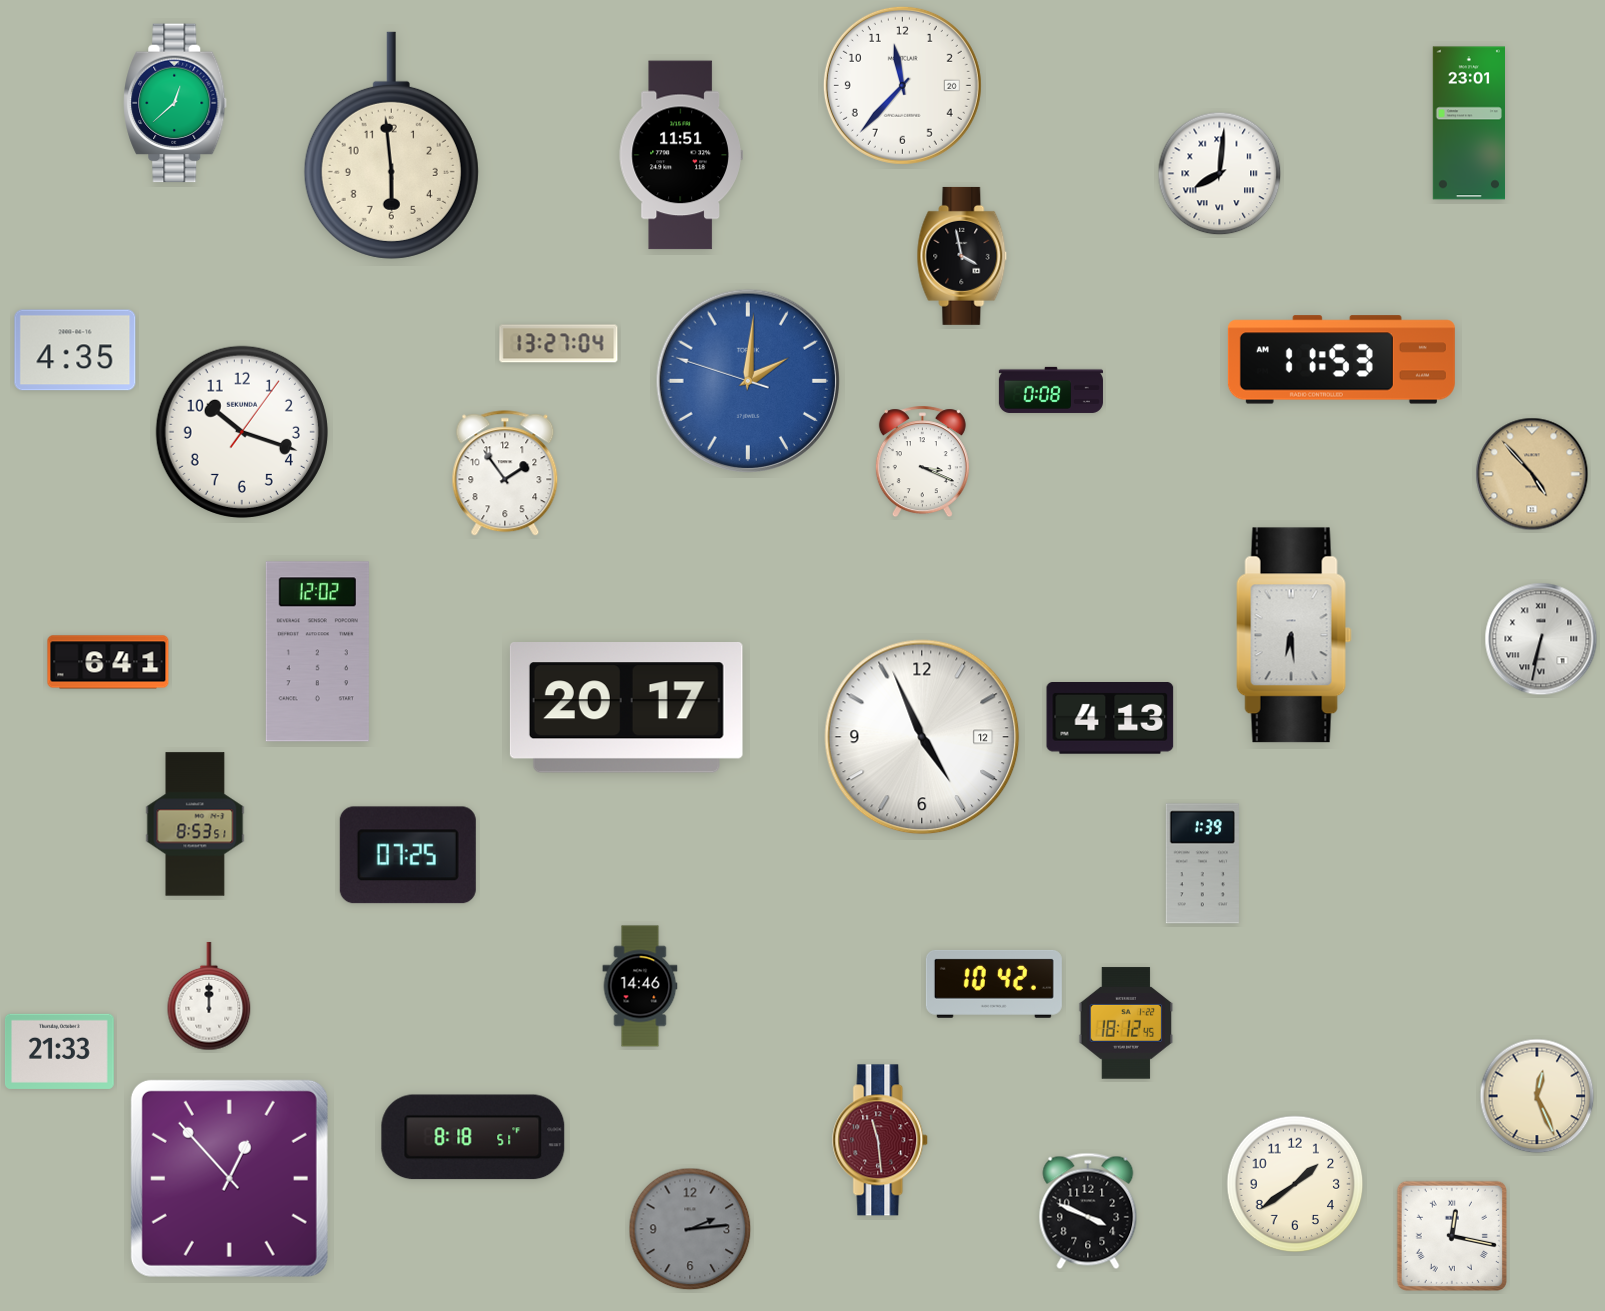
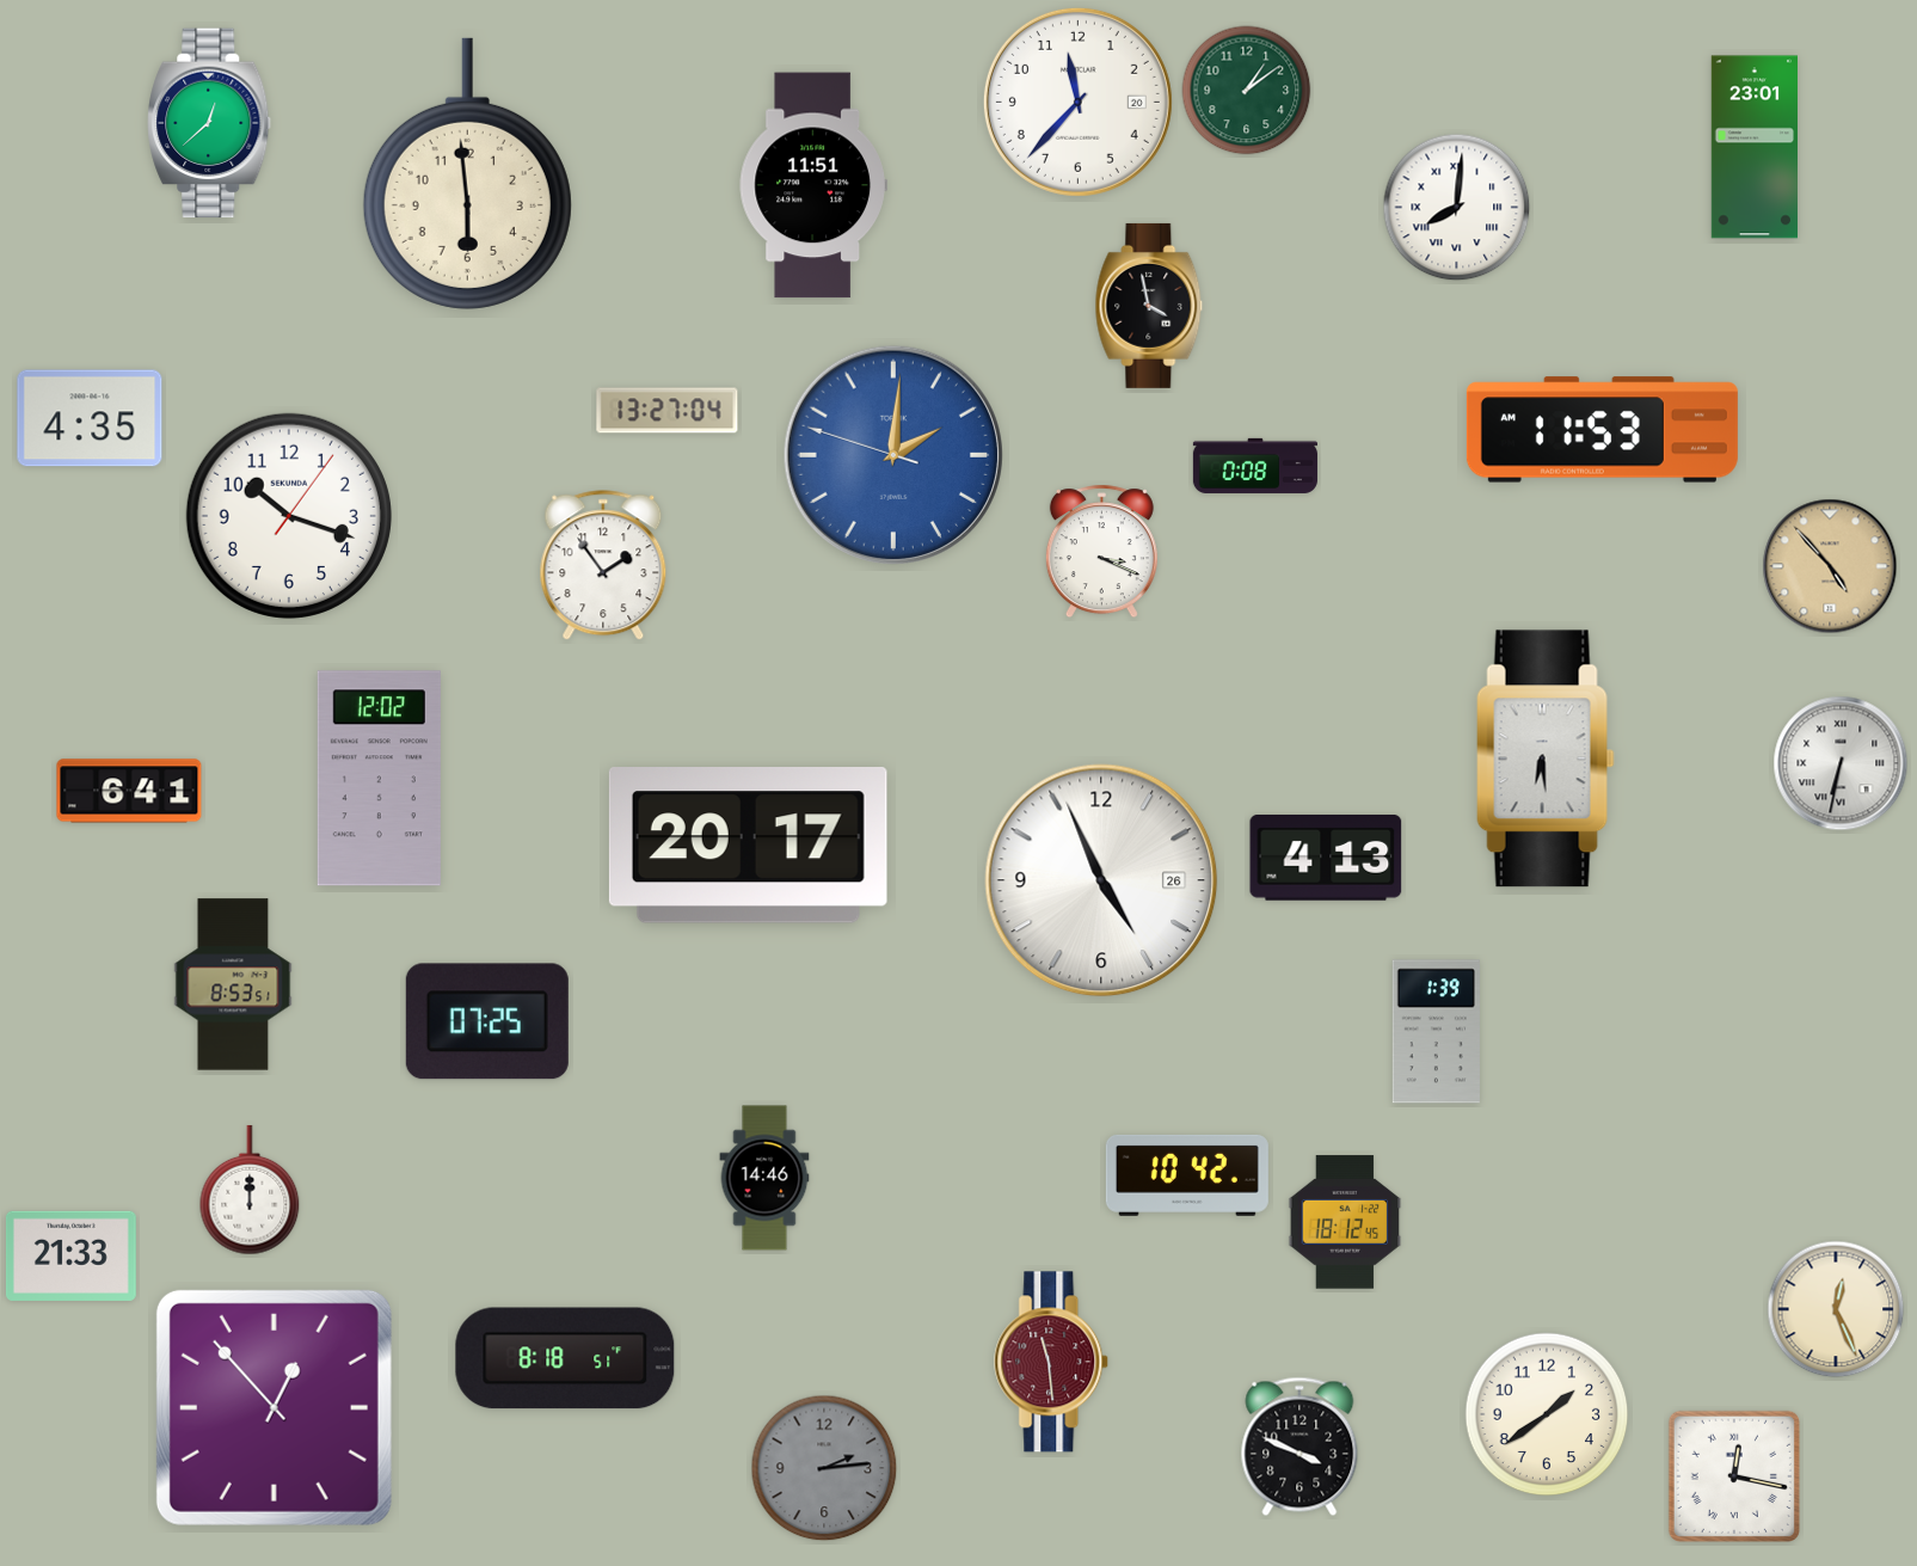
clock at (1247, 91): none -> 1:09
clock at (922, 737) date: 12 -> 26
